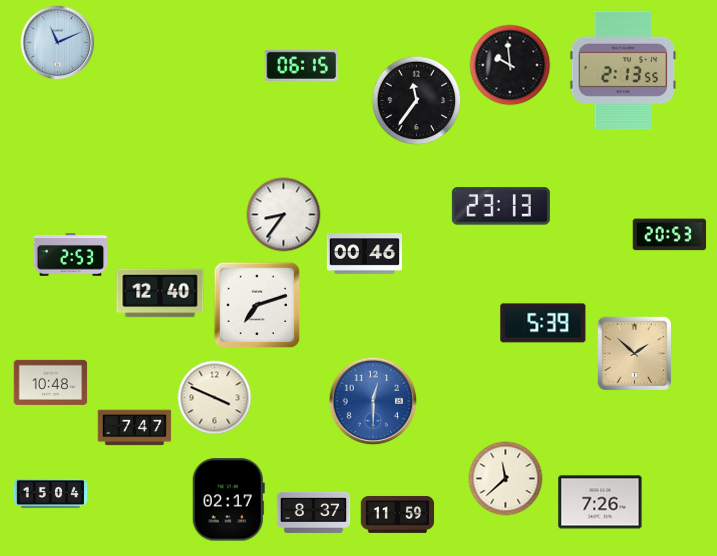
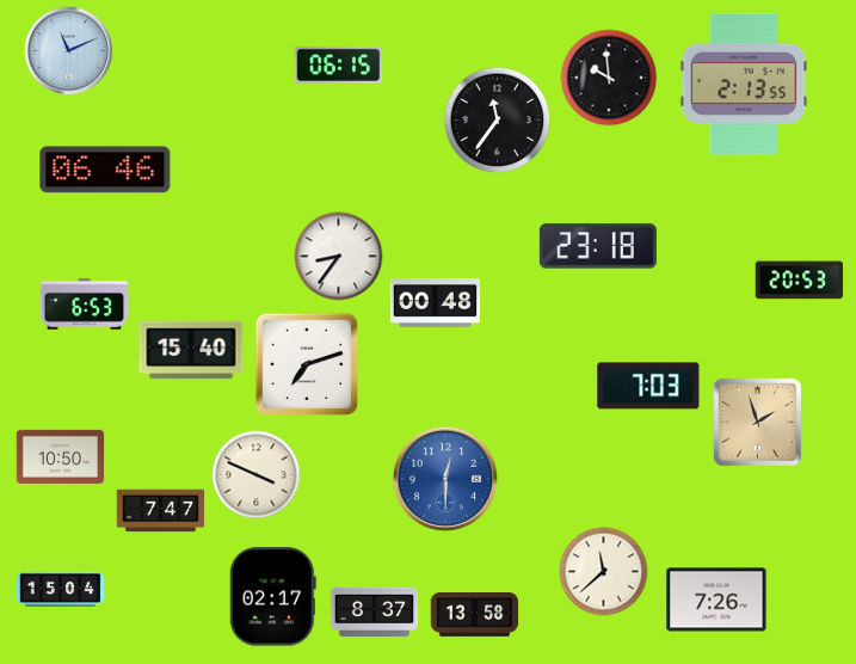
clock at (302, 65) position: (302, 65) -> (339, 64)
clock at (105, 170): none -> 06:46
clock at (501, 206): 23:13 -> 23:18
clock at (364, 254): 00:46 -> 00:48
clock at (71, 255): 2:53 -> 6:53
clock at (160, 293): 12:40 -> 15:40
clock at (543, 323): 5:39 -> 7:03
clock at (634, 353): 1:52 -> 1:57
clock at (51, 382): 10:48 -> 10:50
clock at (398, 514): 11:59 -> 13:58
